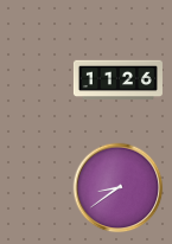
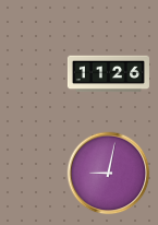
clock at (119, 188): 8:39 -> 9:02
